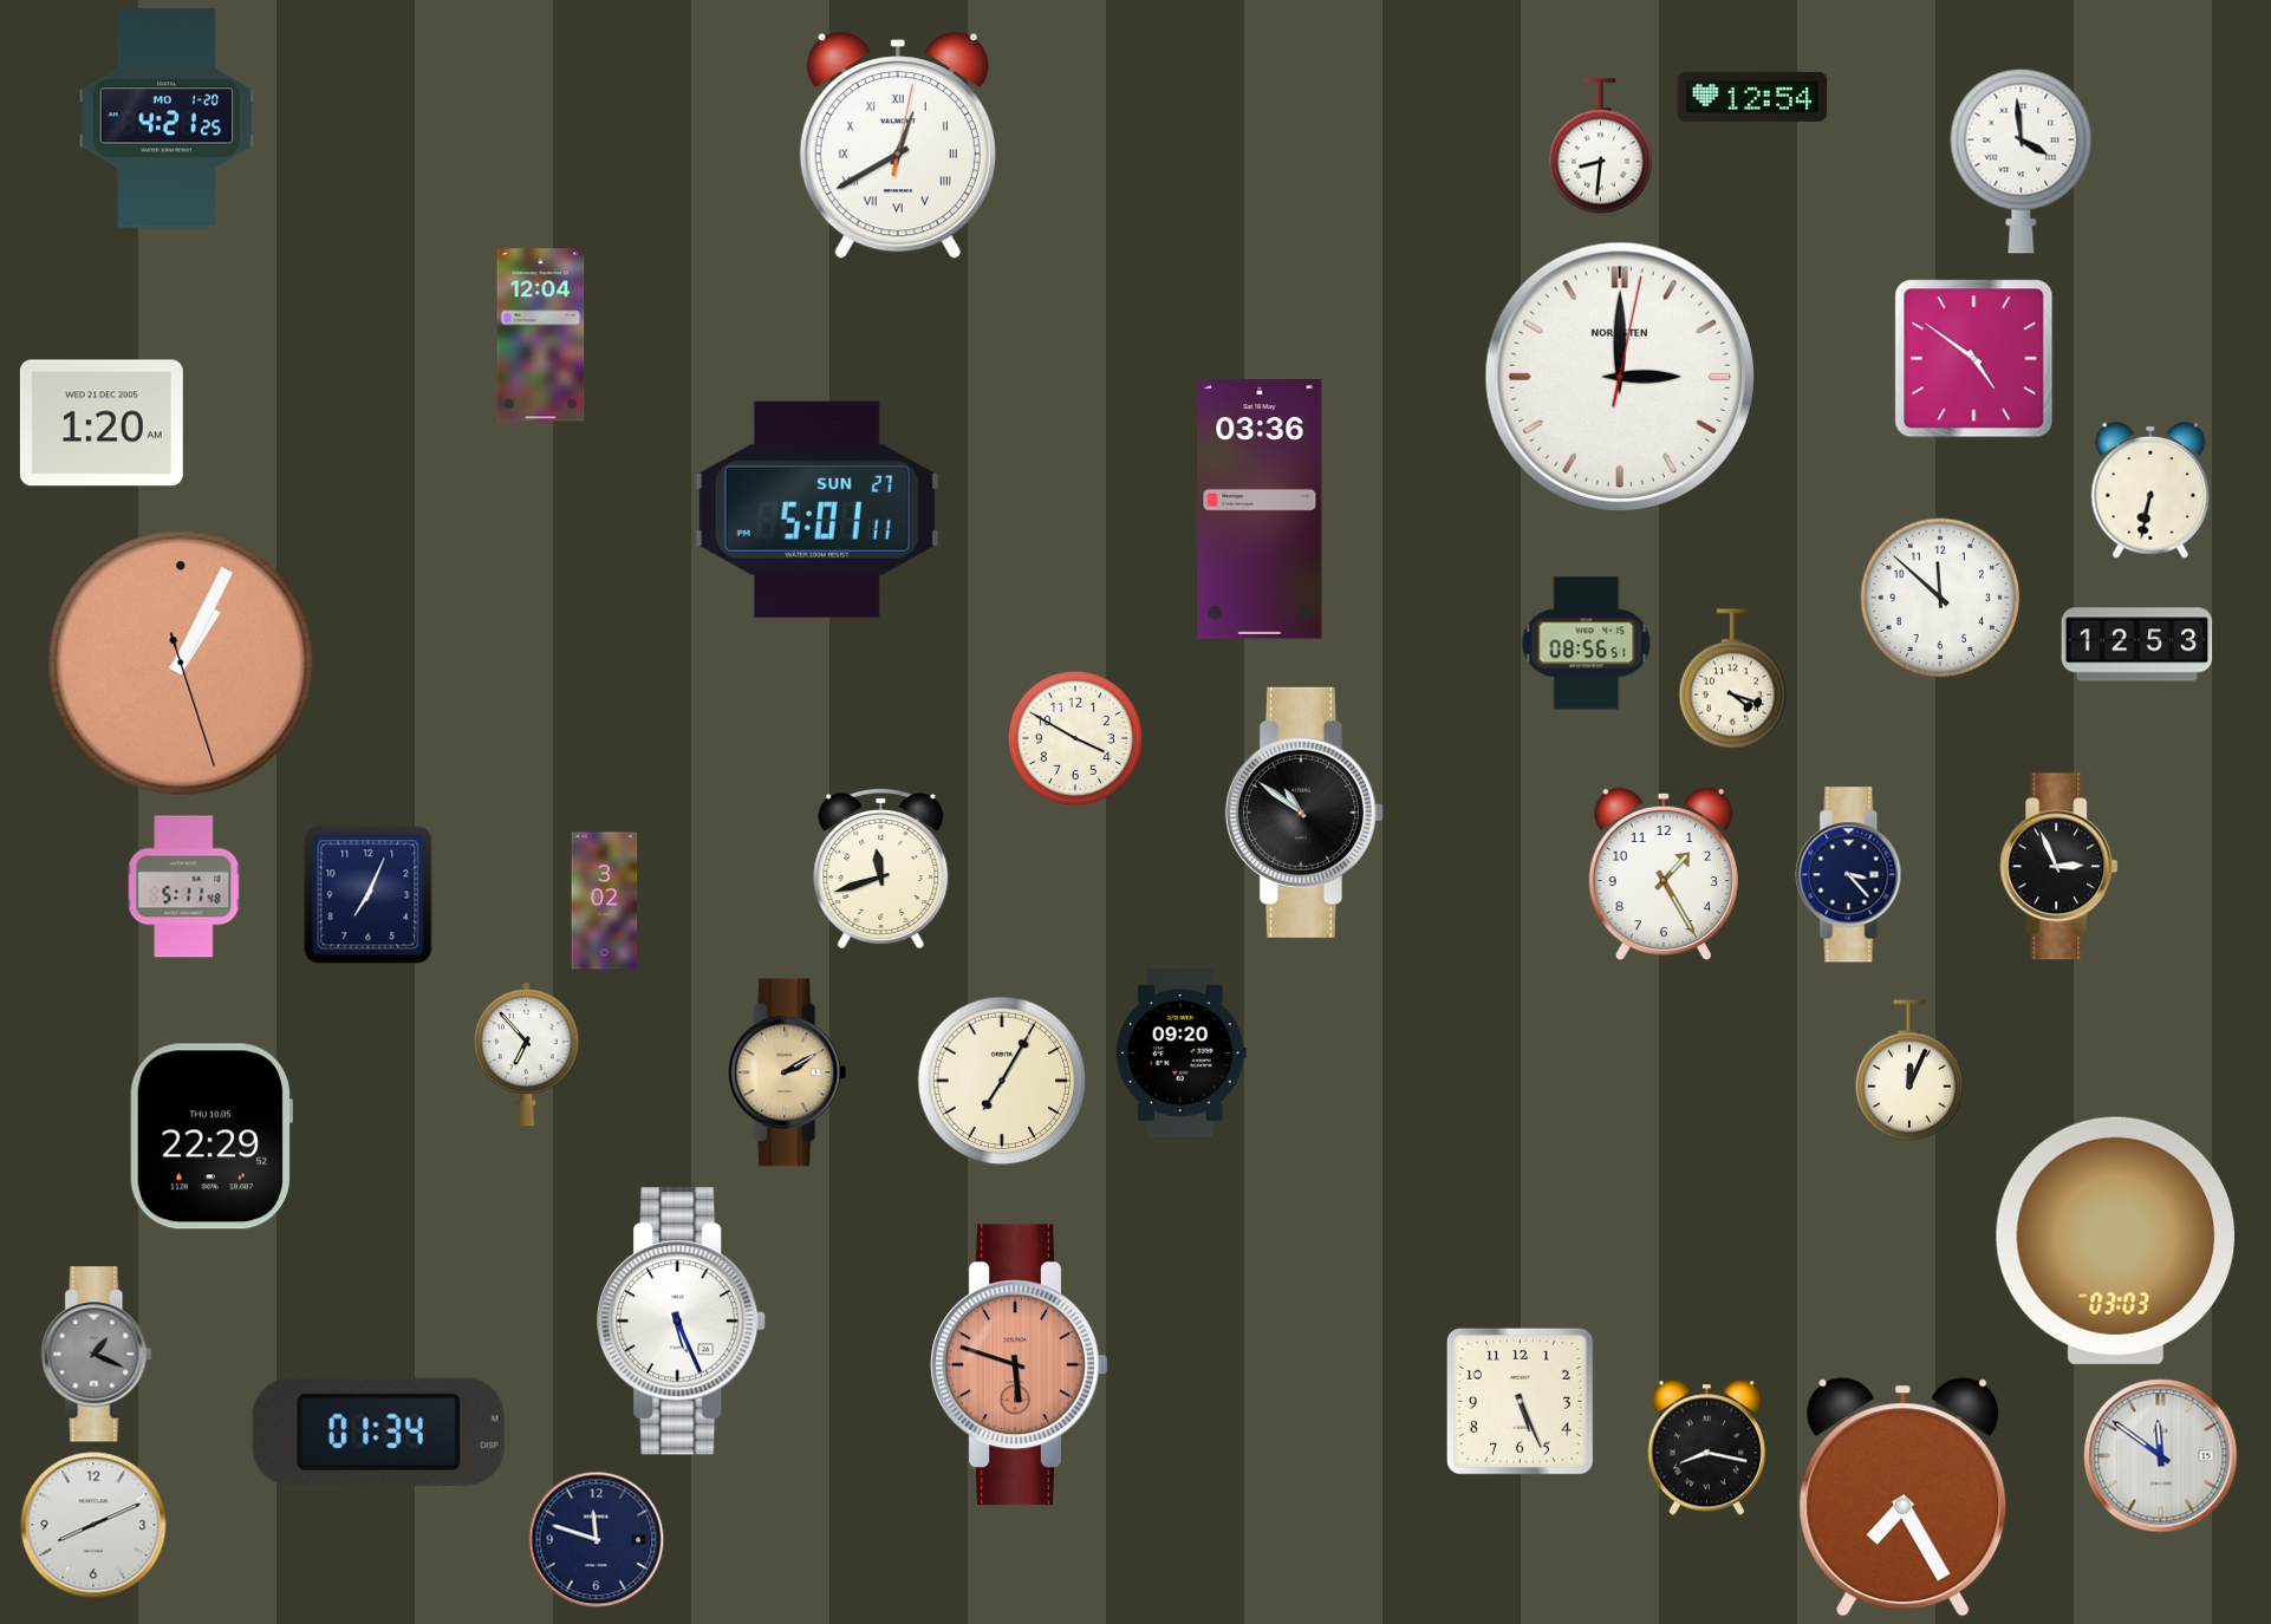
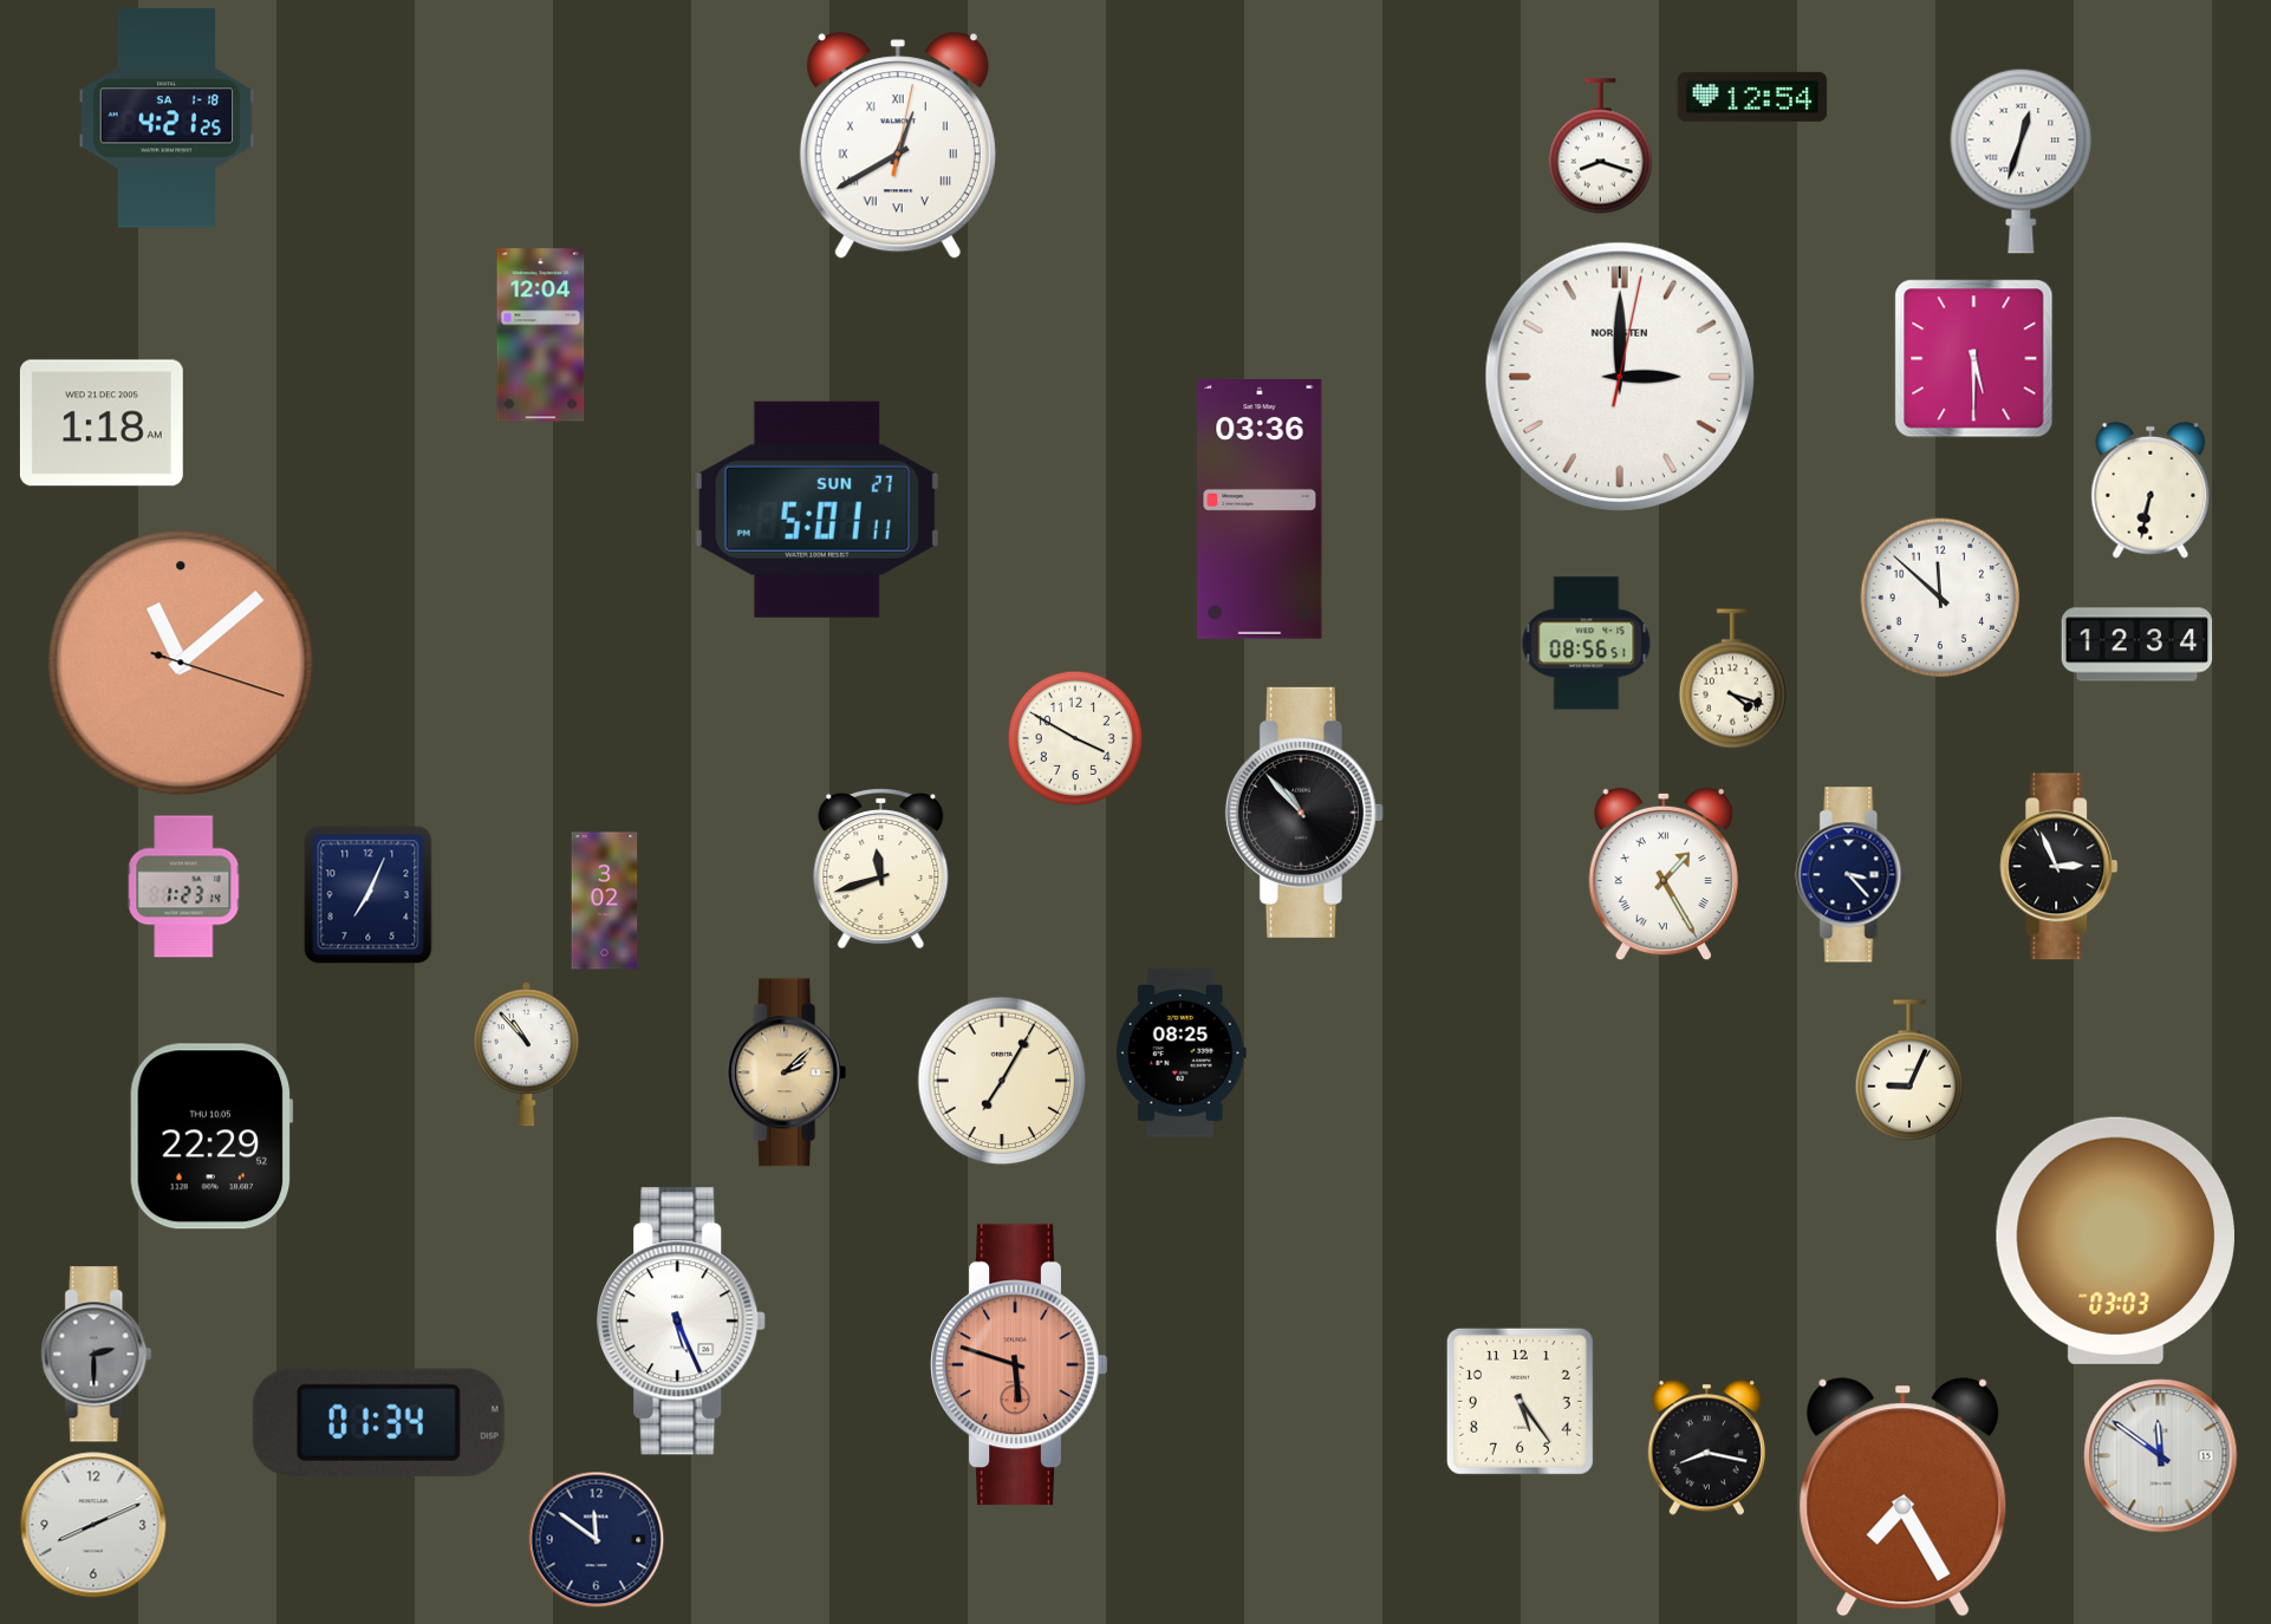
clock at (167, 118) date: MO 1-20 -> SA 1-18
clock at (1600, 146): 8:31 -> 8:18
clock at (2022, 161): 3:59 -> 12:33
clock at (1974, 359): 4:51 -> 5:30
clock at (102, 423): 1:20 -> 1:18
clock at (2137, 645): 12:53 -> 12:34
clock at (181, 663): 1:04 -> 11:08
clock at (1304, 813): 10:51 -> 10:53
clock at (1664, 874) numerals: Arabic -> Roman
clock at (184, 887): 5:11 -> 1:23
clock at (1180, 1054): 09:20 -> 08:25
clock at (526, 1055): 6:53 -> 10:53
clock at (1909, 1070): 12:04 -> 9:04
clock at (787, 1072): 2:10 -> 2:08
clock at (97, 1355): 1:19 -> 2:30
clock at (1520, 1401): 5:26 -> 5:24
clock at (378, 1431) position: (378, 1431) -> (378, 1422)
clock at (597, 1540): 11:48 -> 11:51
